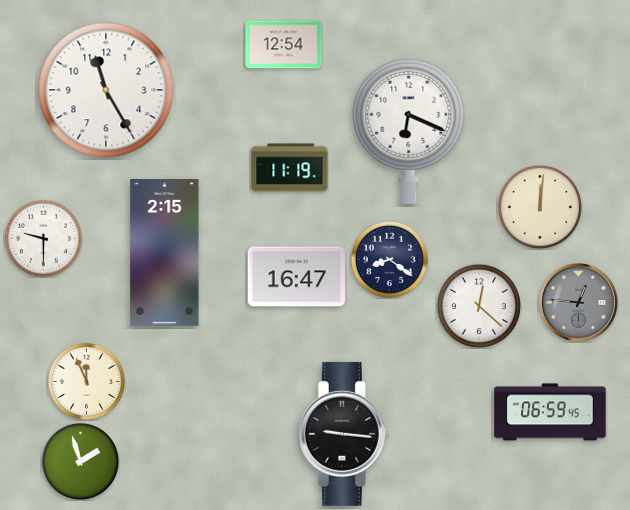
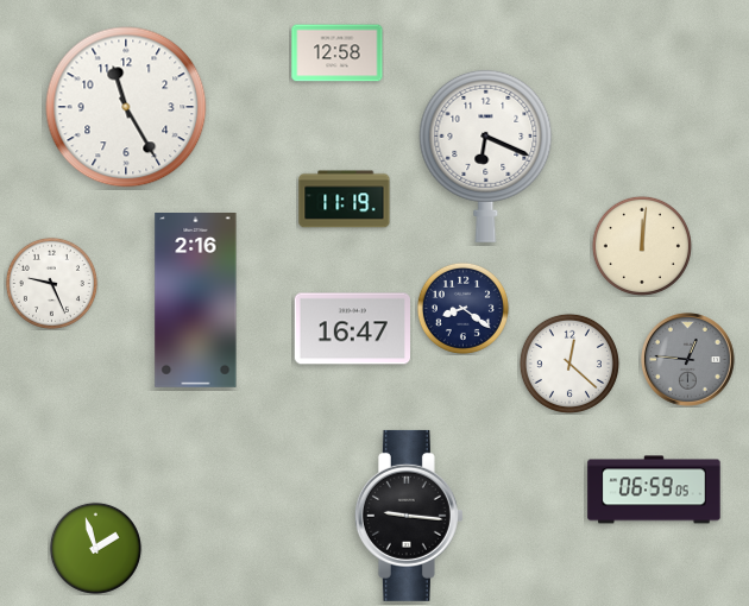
clock at (284, 45): 12:54 -> 12:58
clock at (43, 238): 9:30 -> 9:26
clock at (165, 253): 2:15 -> 2:16
clock at (86, 381): 11:56 -> none
clock at (550, 412): 06:59:45 -> 06:59:05
